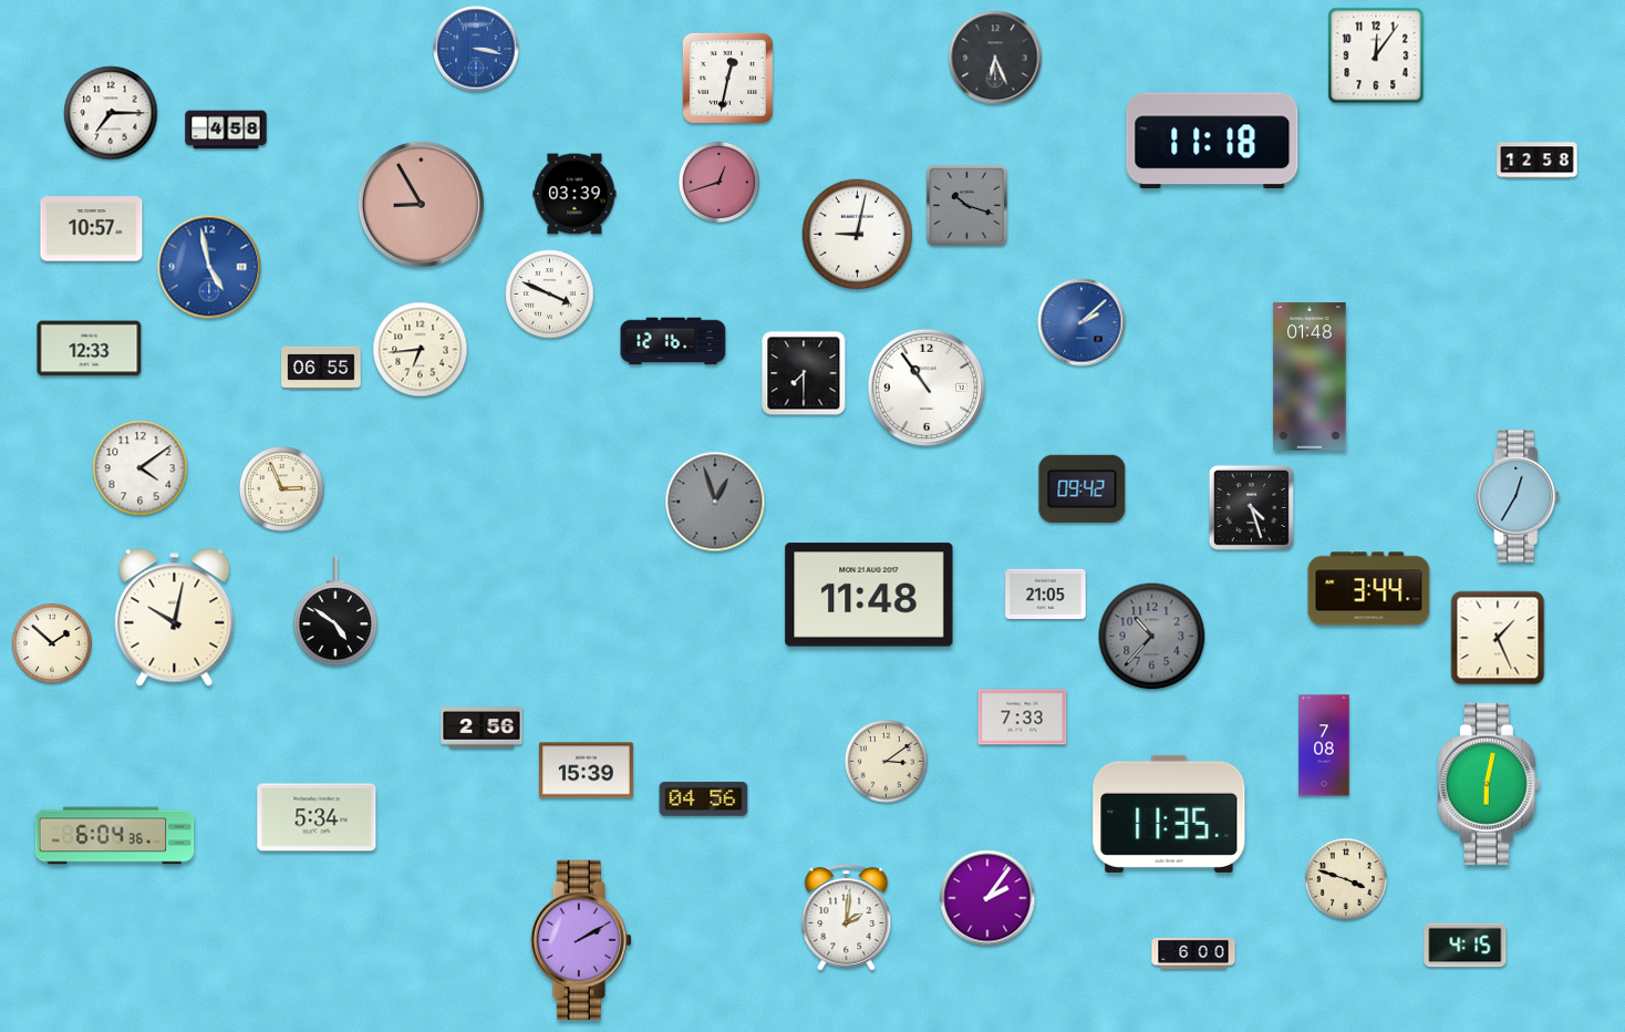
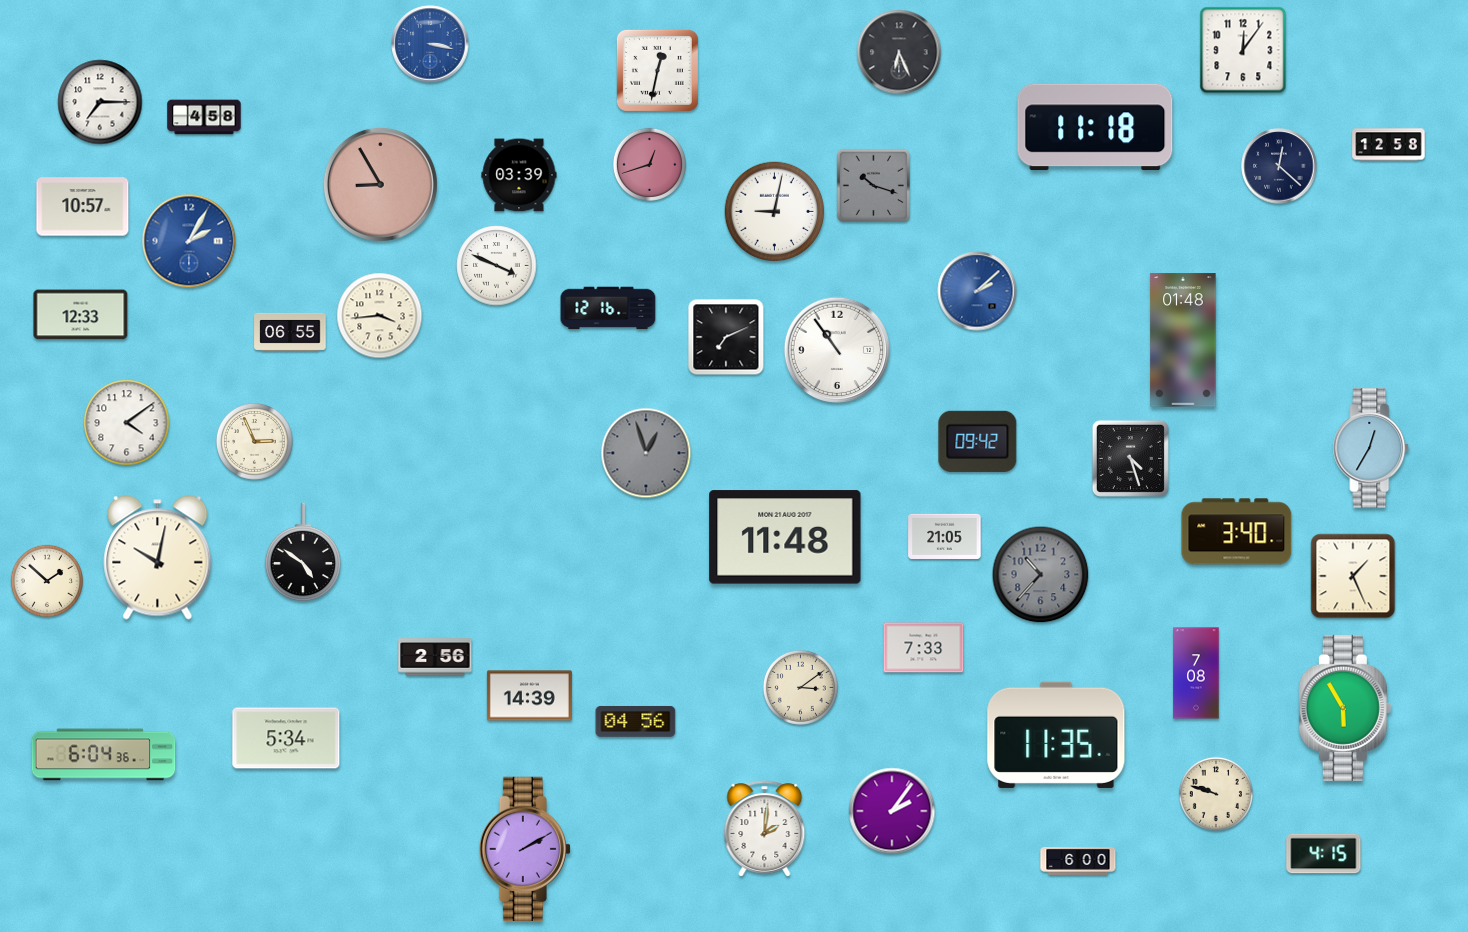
clock at (1279, 166): none -> 12:22
clock at (209, 267): 4:58 -> 2:05
clock at (421, 350): 6:44 -> 3:44
clock at (804, 373): 7:30 -> 7:11
clock at (1369, 589): 3:44 -> 3:40
clock at (586, 771): 15:39 -> 14:39
clock at (1489, 784): 6:02 -> 5:55
clock at (1346, 879): 3:48 -> 9:48
